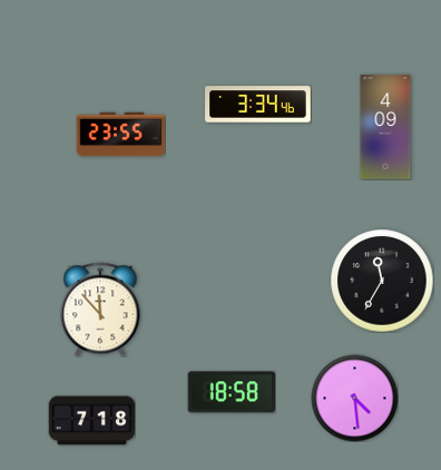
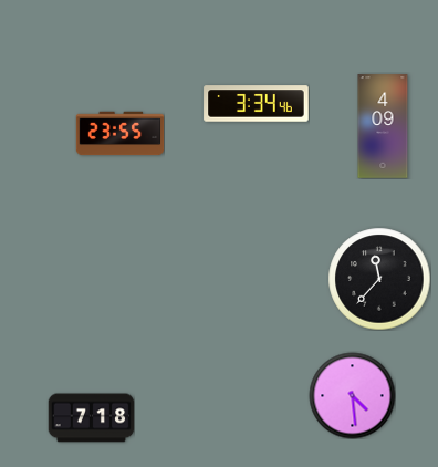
clock at (382, 281): 11:35 -> 11:37
clock at (100, 310): 11:53 -> none
clock at (231, 392): 18:58 -> none
